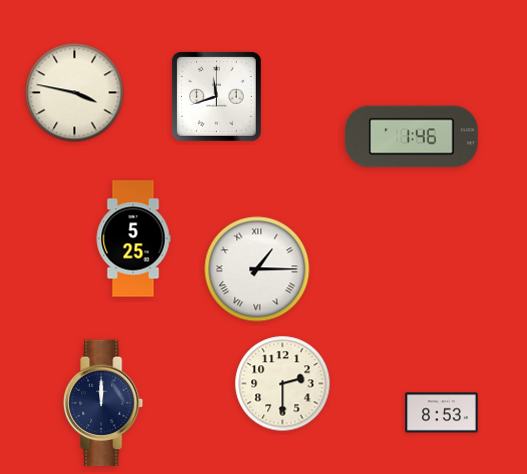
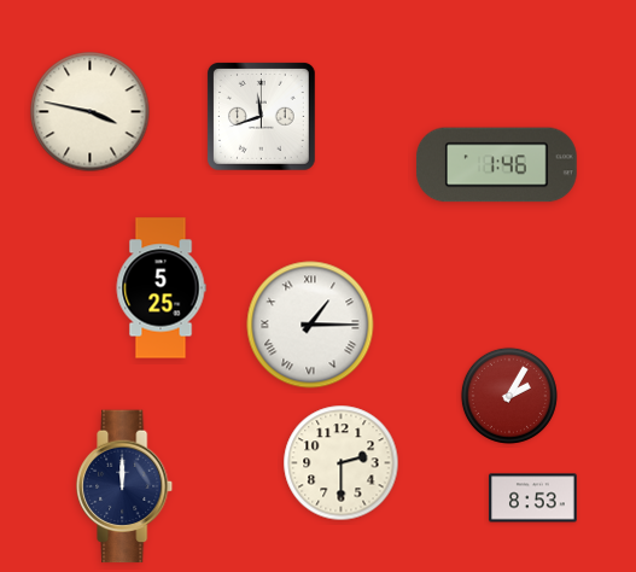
clock at (509, 396): none -> 2:05
